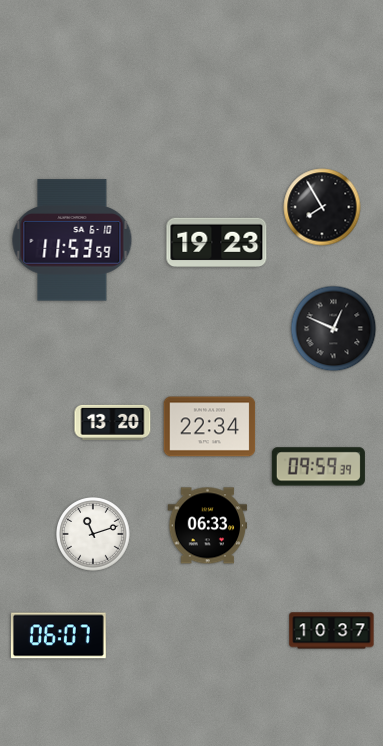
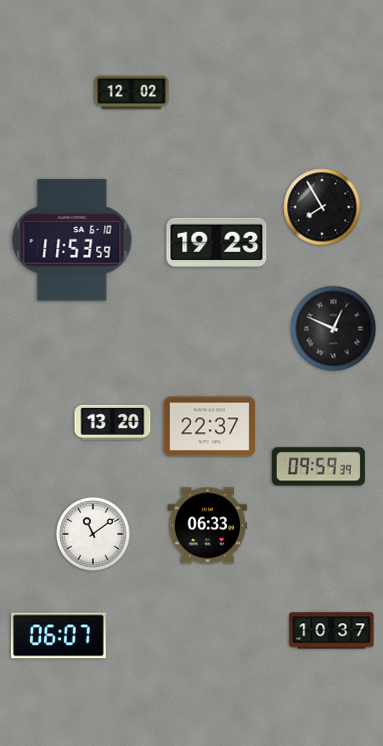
clock at (132, 93): none -> 12:02
clock at (210, 427): 22:34 -> 22:37
clock at (93, 534): 11:12 -> 11:09
